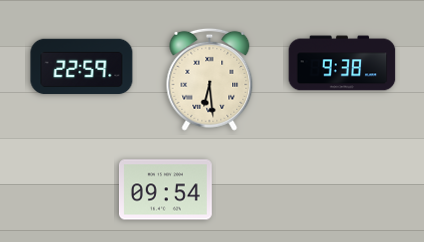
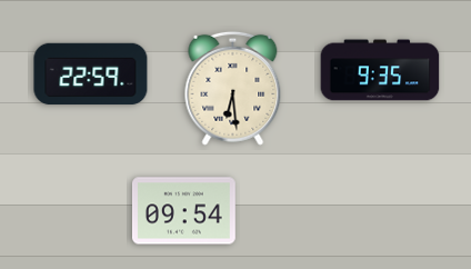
clock at (342, 63): 9:38 -> 9:35
